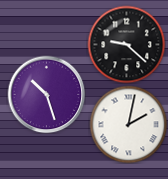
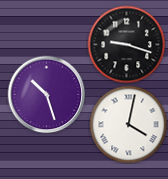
clock at (126, 44): 9:22 -> 9:18
clock at (128, 124): 2:02 -> 4:02
